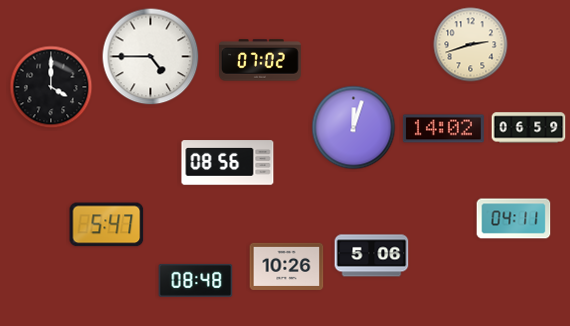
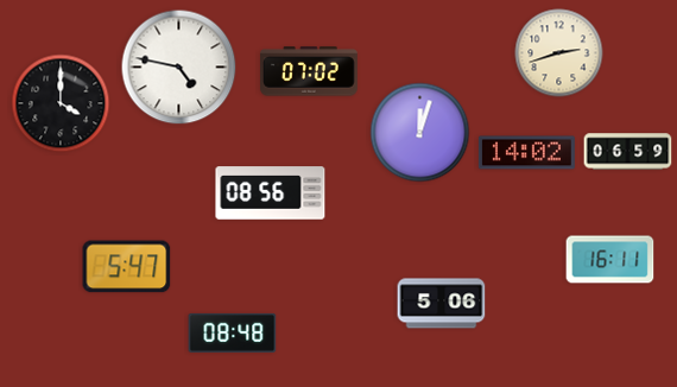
clock at (151, 57): 4:45 -> 4:47
clock at (354, 128) position: (354, 128) -> (420, 133)
clock at (514, 219): 04:11 -> 16:11
clock at (287, 266): 10:26 -> none
